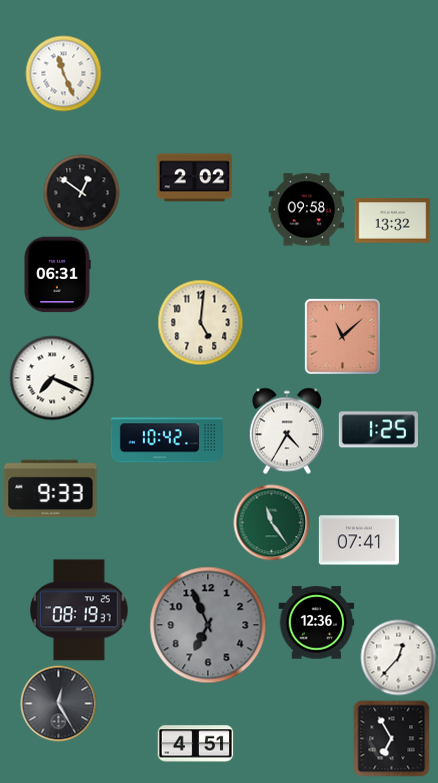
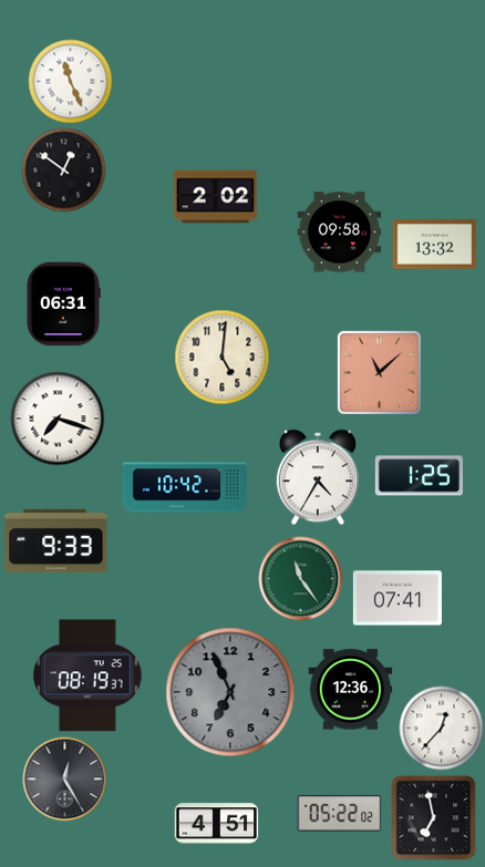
clock at (82, 193) position: (82, 193) -> (64, 171)
clock at (52, 378): 7:19 -> 7:18
clock at (340, 814): none -> 05:22
clock at (392, 739): 6:55 -> 6:58
